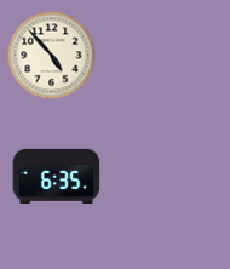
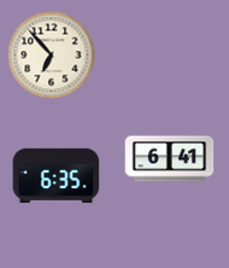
clock at (52, 56): 4:53 -> 6:53
clock at (170, 159): none -> 6:41
